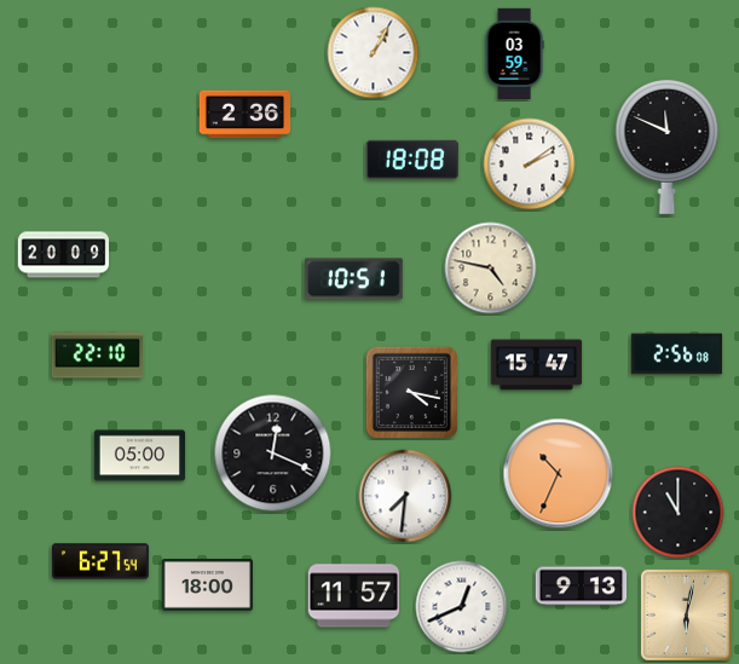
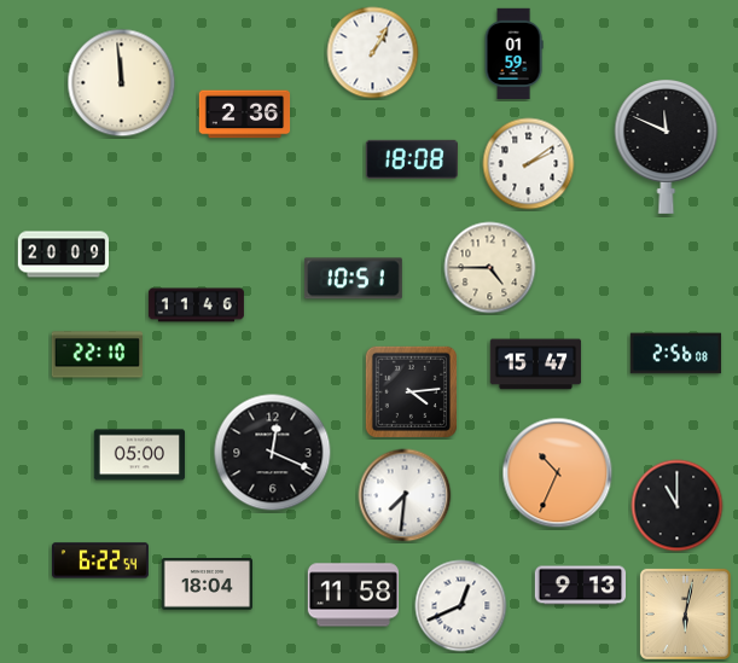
clock at (514, 54): 03:59 -> 01:59
clock at (122, 83): none -> 11:59
clock at (491, 269): 4:47 -> 4:45
clock at (196, 306): none -> 11:46
clock at (411, 392): 4:17 -> 4:14
clock at (679, 513) position: (679, 513) -> (678, 506)
clock at (100, 561): 6:27 -> 6:22
clock at (207, 585): 18:00 -> 18:04
clock at (354, 596): 11:57 -> 11:58
